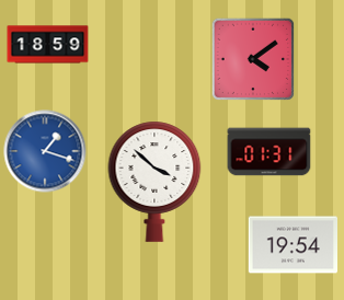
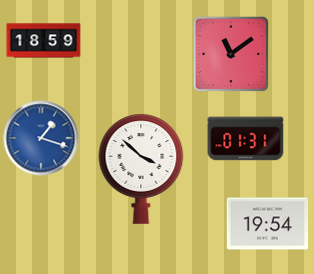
clock at (253, 59): 4:09 -> 11:09
clock at (154, 182) position: (154, 182) -> (141, 169)
